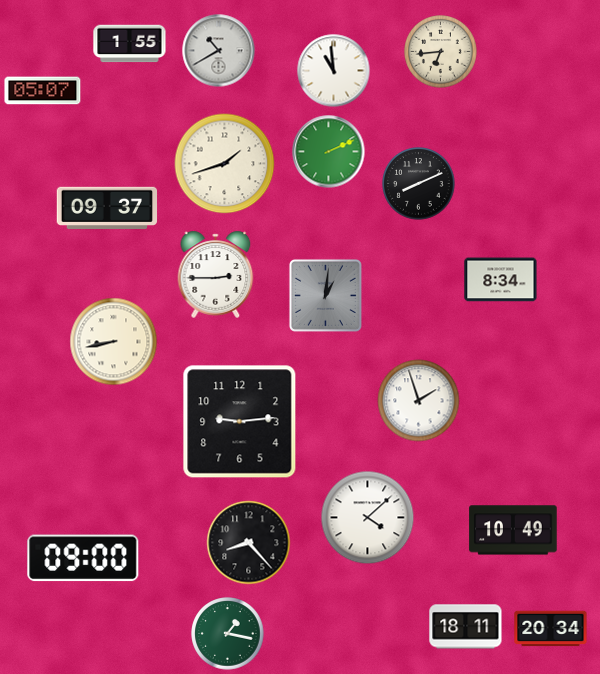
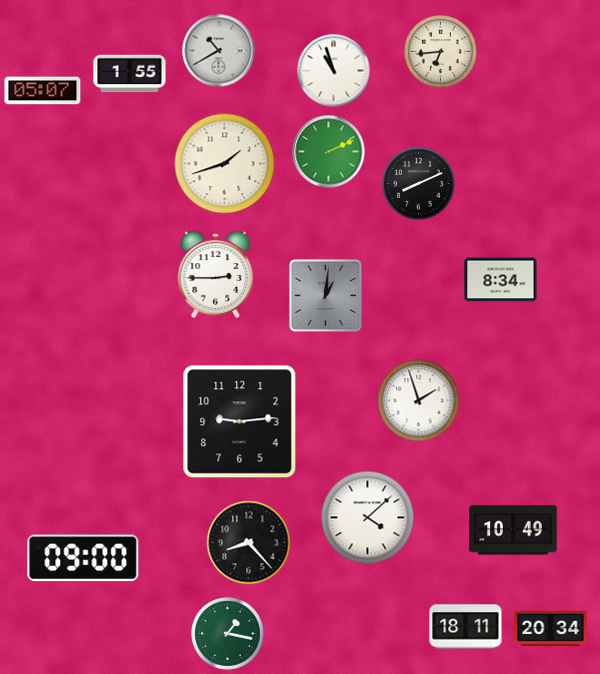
clock at (130, 44) position: (130, 44) -> (130, 74)
clock at (334, 71): 10:59 -> 10:57
clock at (107, 207): 09:37 -> none
clock at (114, 342): 8:43 -> none
